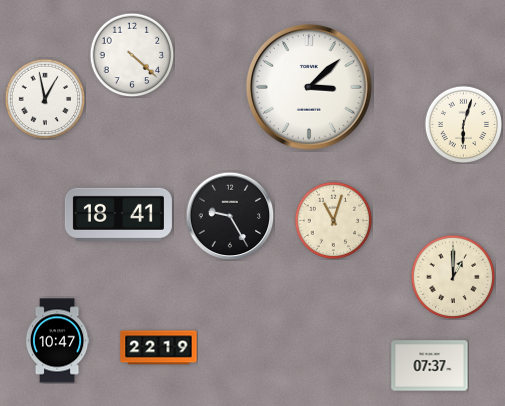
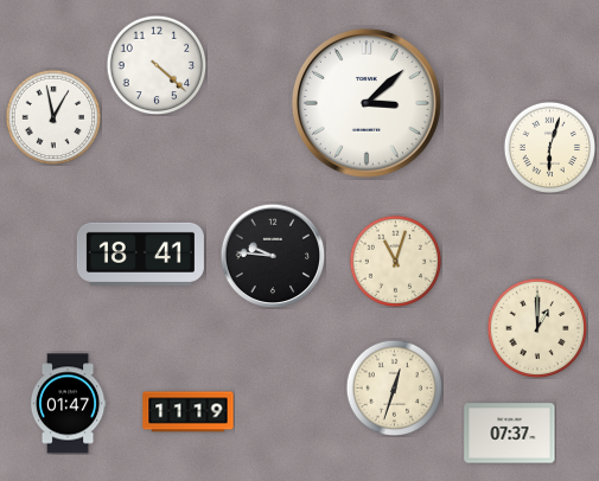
clock at (230, 216): 9:25 -> 9:46
clock at (394, 387): none -> 12:33
clock at (57, 341): 10:47 -> 01:47
clock at (159, 348): 22:19 -> 11:19
